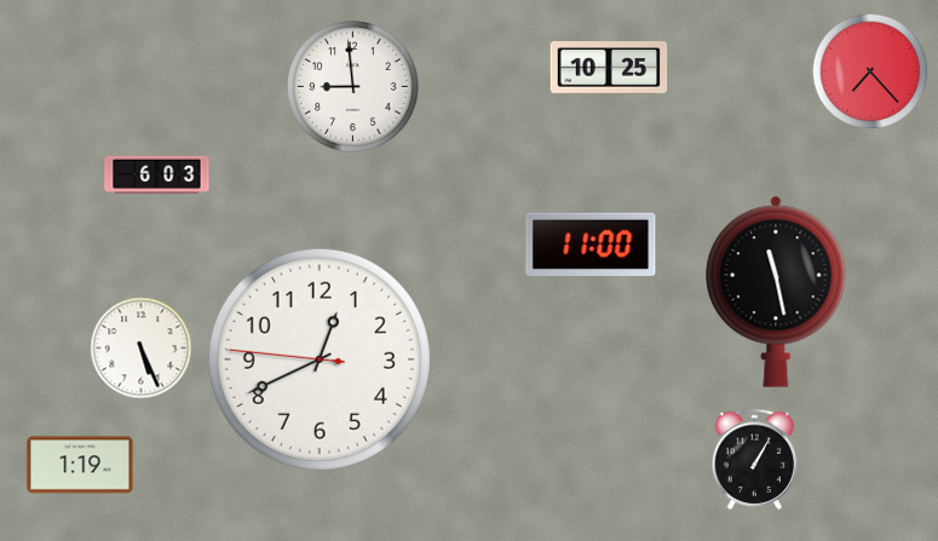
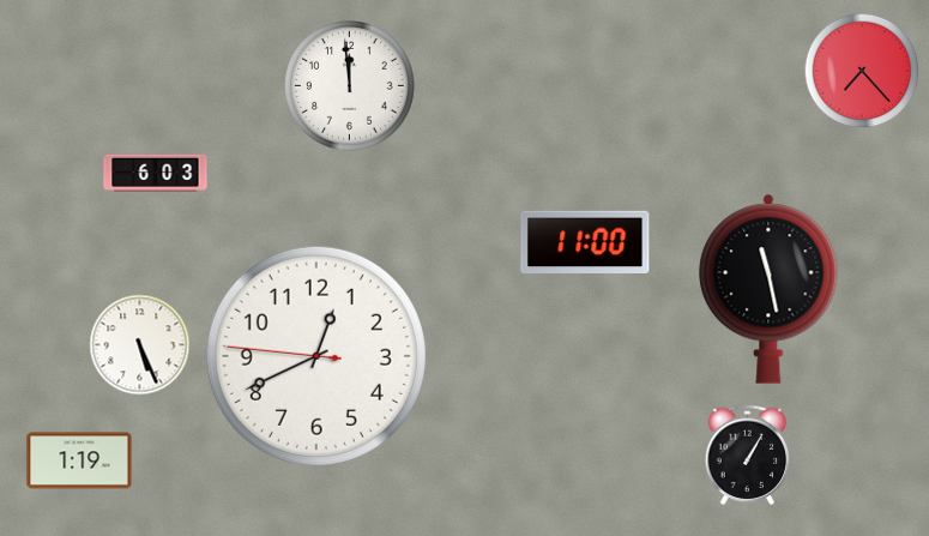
clock at (609, 68): 10:25 -> none
clock at (353, 87): 8:59 -> 11:59
